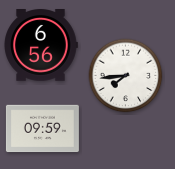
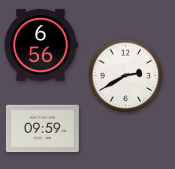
clock at (126, 76): 7:44 -> 2:40
